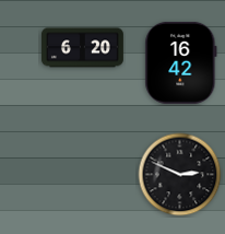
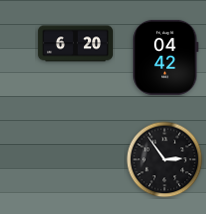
clock at (181, 62): 16:42 -> 04:42
clock at (180, 175): 2:49 -> 2:54
